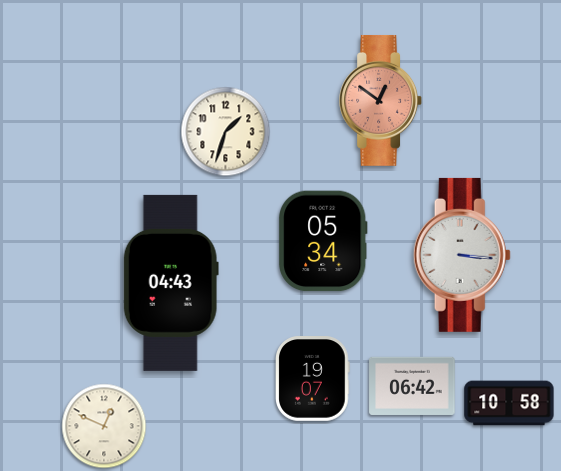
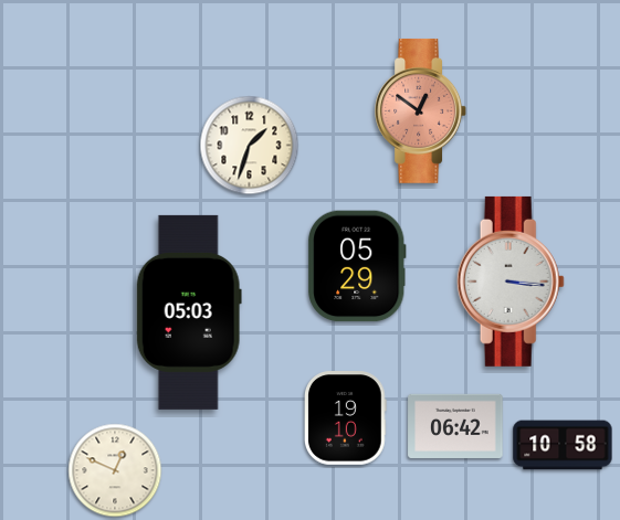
clock at (324, 241): 05:34 -> 05:29
clock at (171, 283): 04:43 -> 05:03
clock at (313, 379): 19:07 -> 19:10
